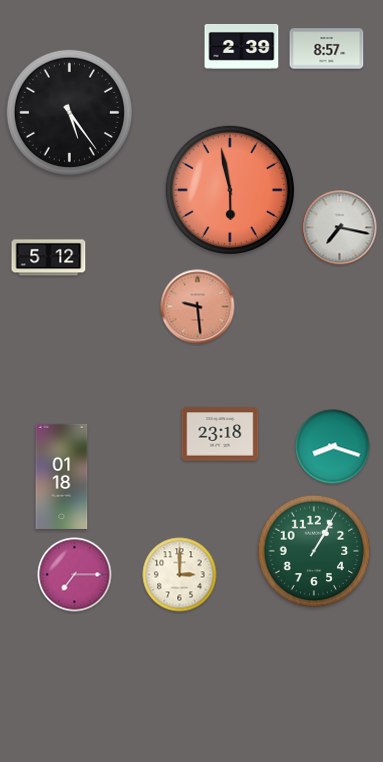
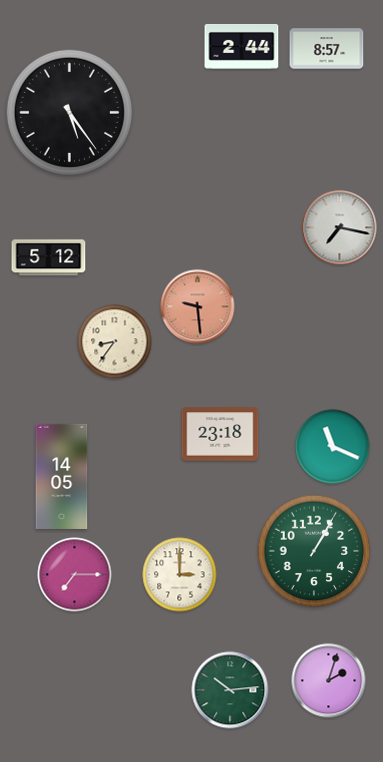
clock at (242, 47): 2:39 -> 2:44
clock at (230, 190): 5:58 -> none
clock at (115, 342): none -> 8:36
clock at (333, 447): 8:18 -> 11:19
clock at (62, 476): 01:18 -> 14:05
clock at (329, 681): none -> 2:03
clock at (230, 690): none -> 10:14
